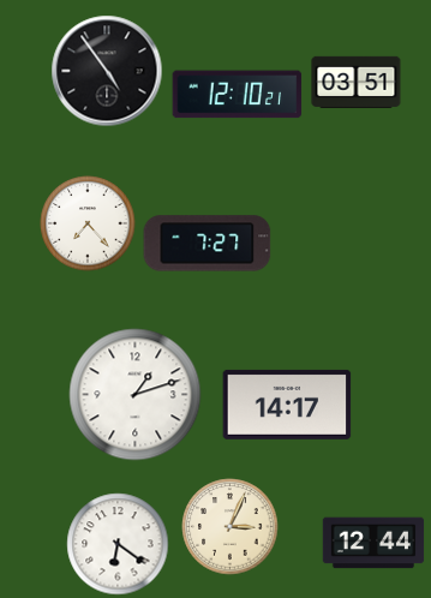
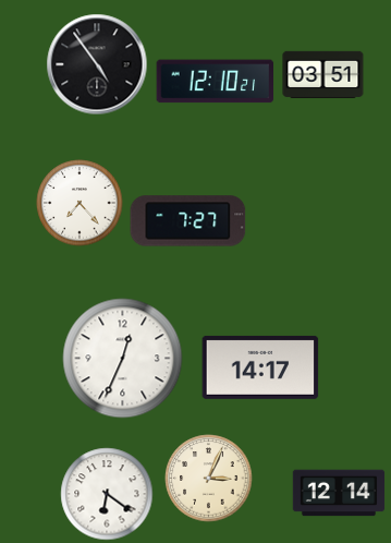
clock at (238, 95) position: (238, 95) -> (216, 82)
clock at (136, 395): 1:12 -> 12:34
clock at (373, 543): 12:44 -> 12:14
